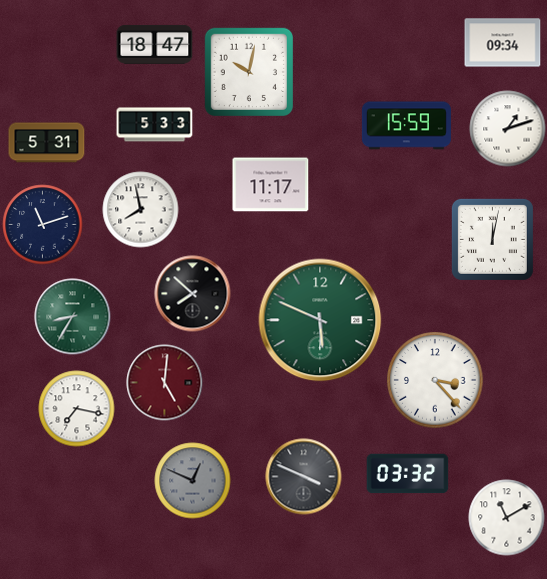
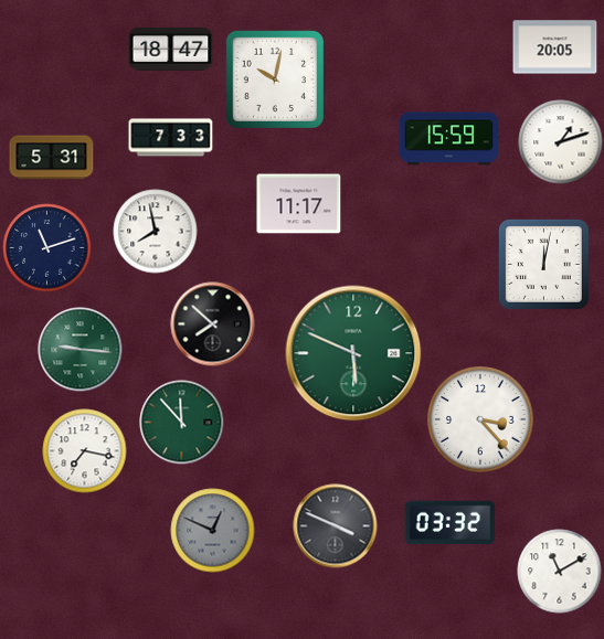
clock at (503, 43): 09:34 -> 20:05
clock at (155, 125): 5:33 -> 7:33
clock at (73, 317): 8:35 -> 9:16
clock at (165, 383): 5:01 -> 11:53
clock at (165, 383) dial: burgundy -> green
